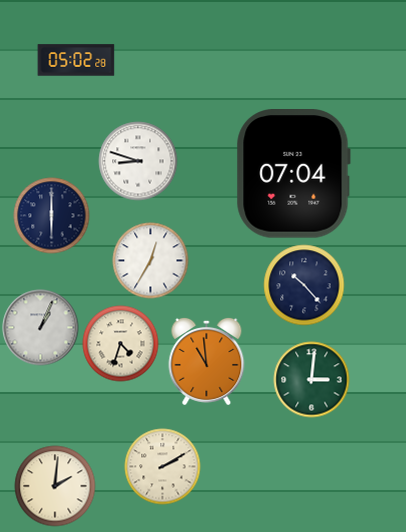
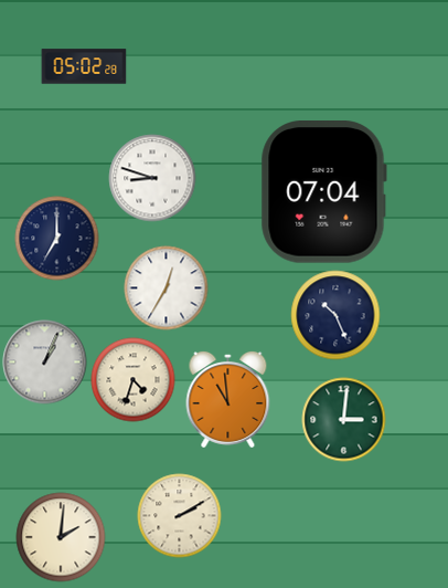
clock at (52, 216): 6:00 -> 7:00
clock at (304, 285): 10:23 -> 10:26
